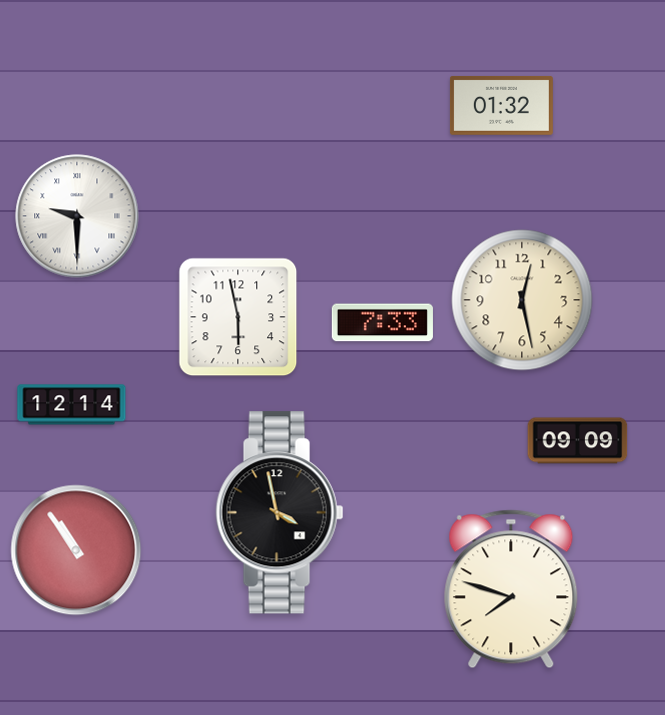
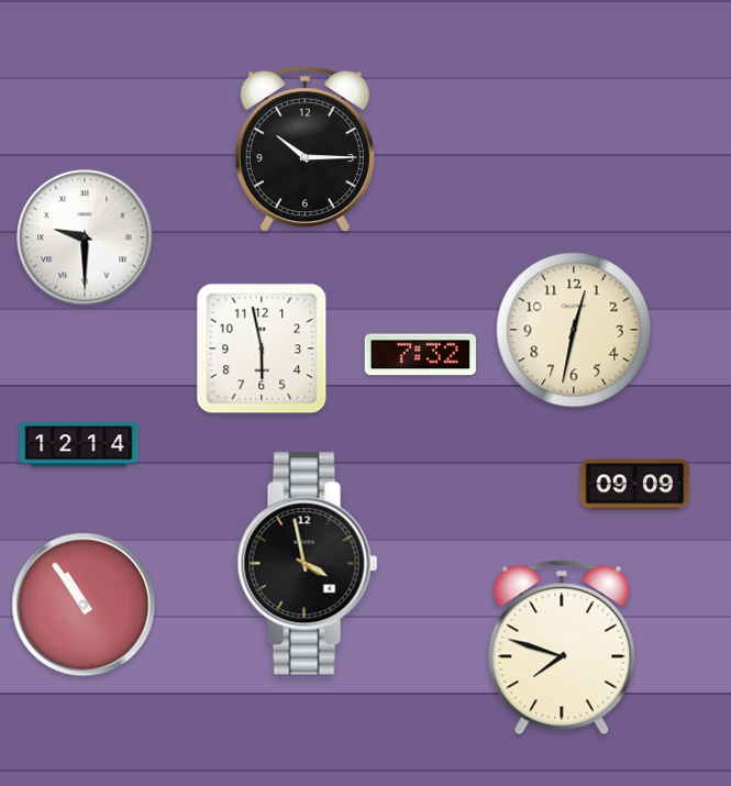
clock at (501, 106): 01:32 -> none
clock at (304, 150): none -> 10:15
clock at (522, 300): 12:28 -> 12:32
clock at (382, 323): 7:33 -> 7:32
